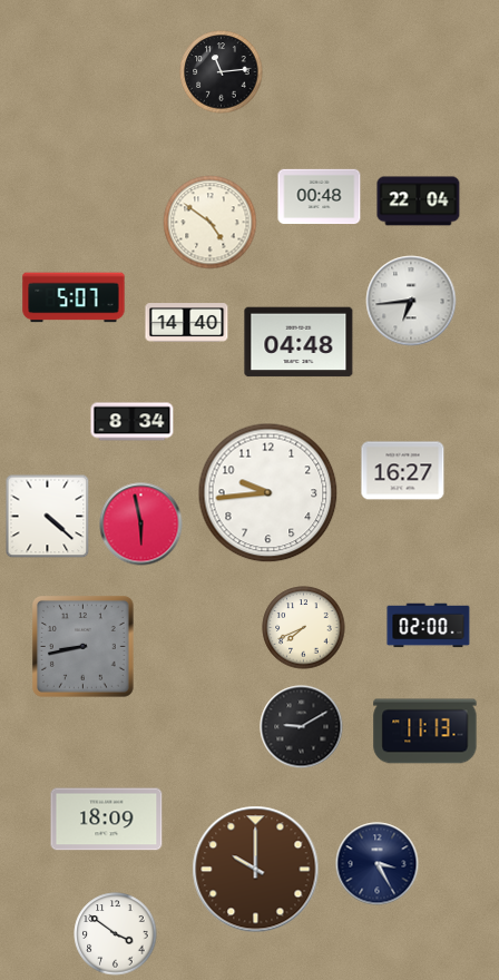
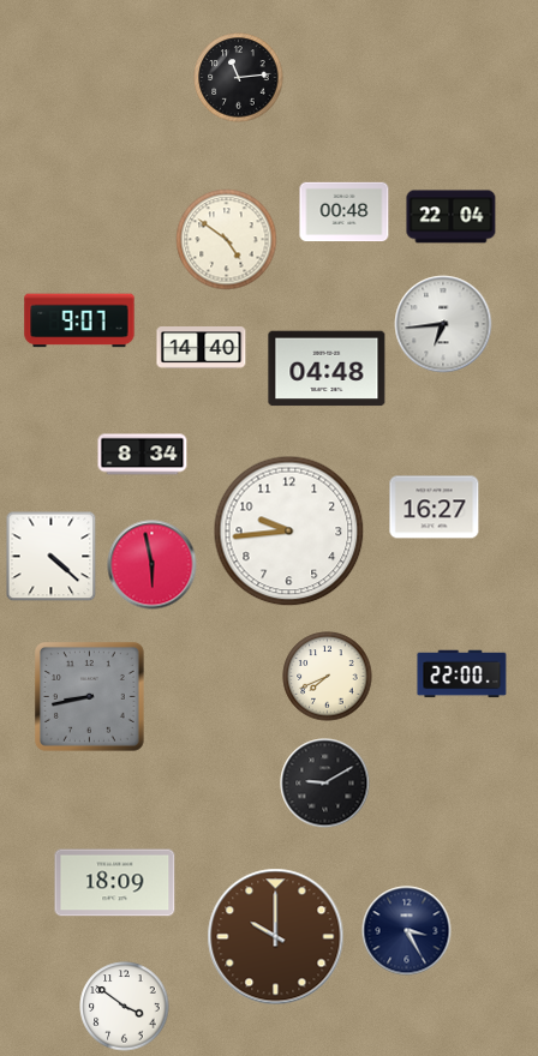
clock at (74, 297): 5:07 -> 9:07
clock at (299, 342) position: (299, 342) -> (327, 368)
clock at (429, 626): 02:00 -> 22:00
clock at (425, 732): 11:13 -> none
